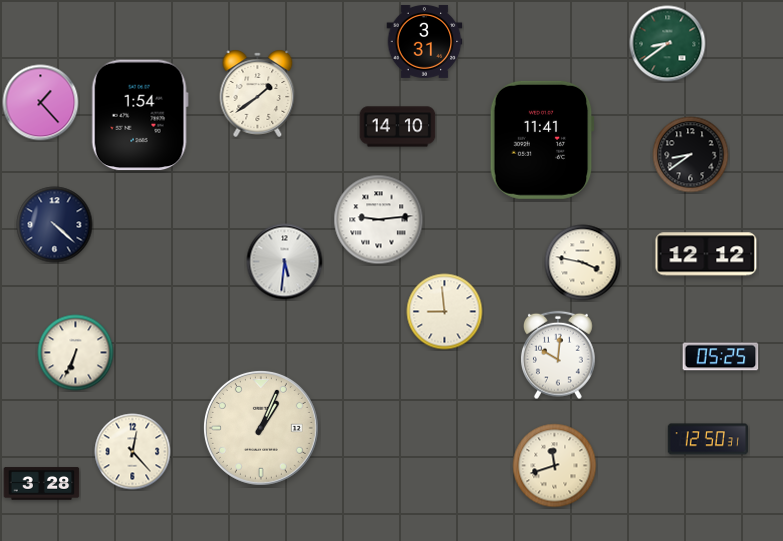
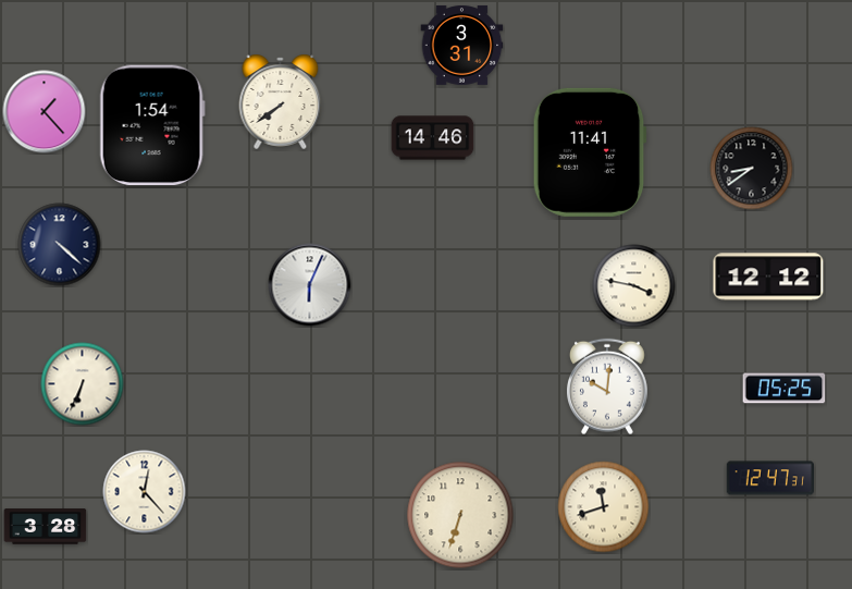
clock at (668, 44): 8:39 -> none
clock at (258, 93): 1:39 -> 7:39
clock at (398, 127): 14:10 -> 14:46
clock at (379, 220): 9:14 -> none
clock at (285, 262): 5:31 -> 6:04
clock at (445, 312): 8:59 -> none
clock at (261, 428): 1:04 -> none
clock at (707, 439): 12:50 -> 12:47
clock at (460, 515): none -> 6:33
